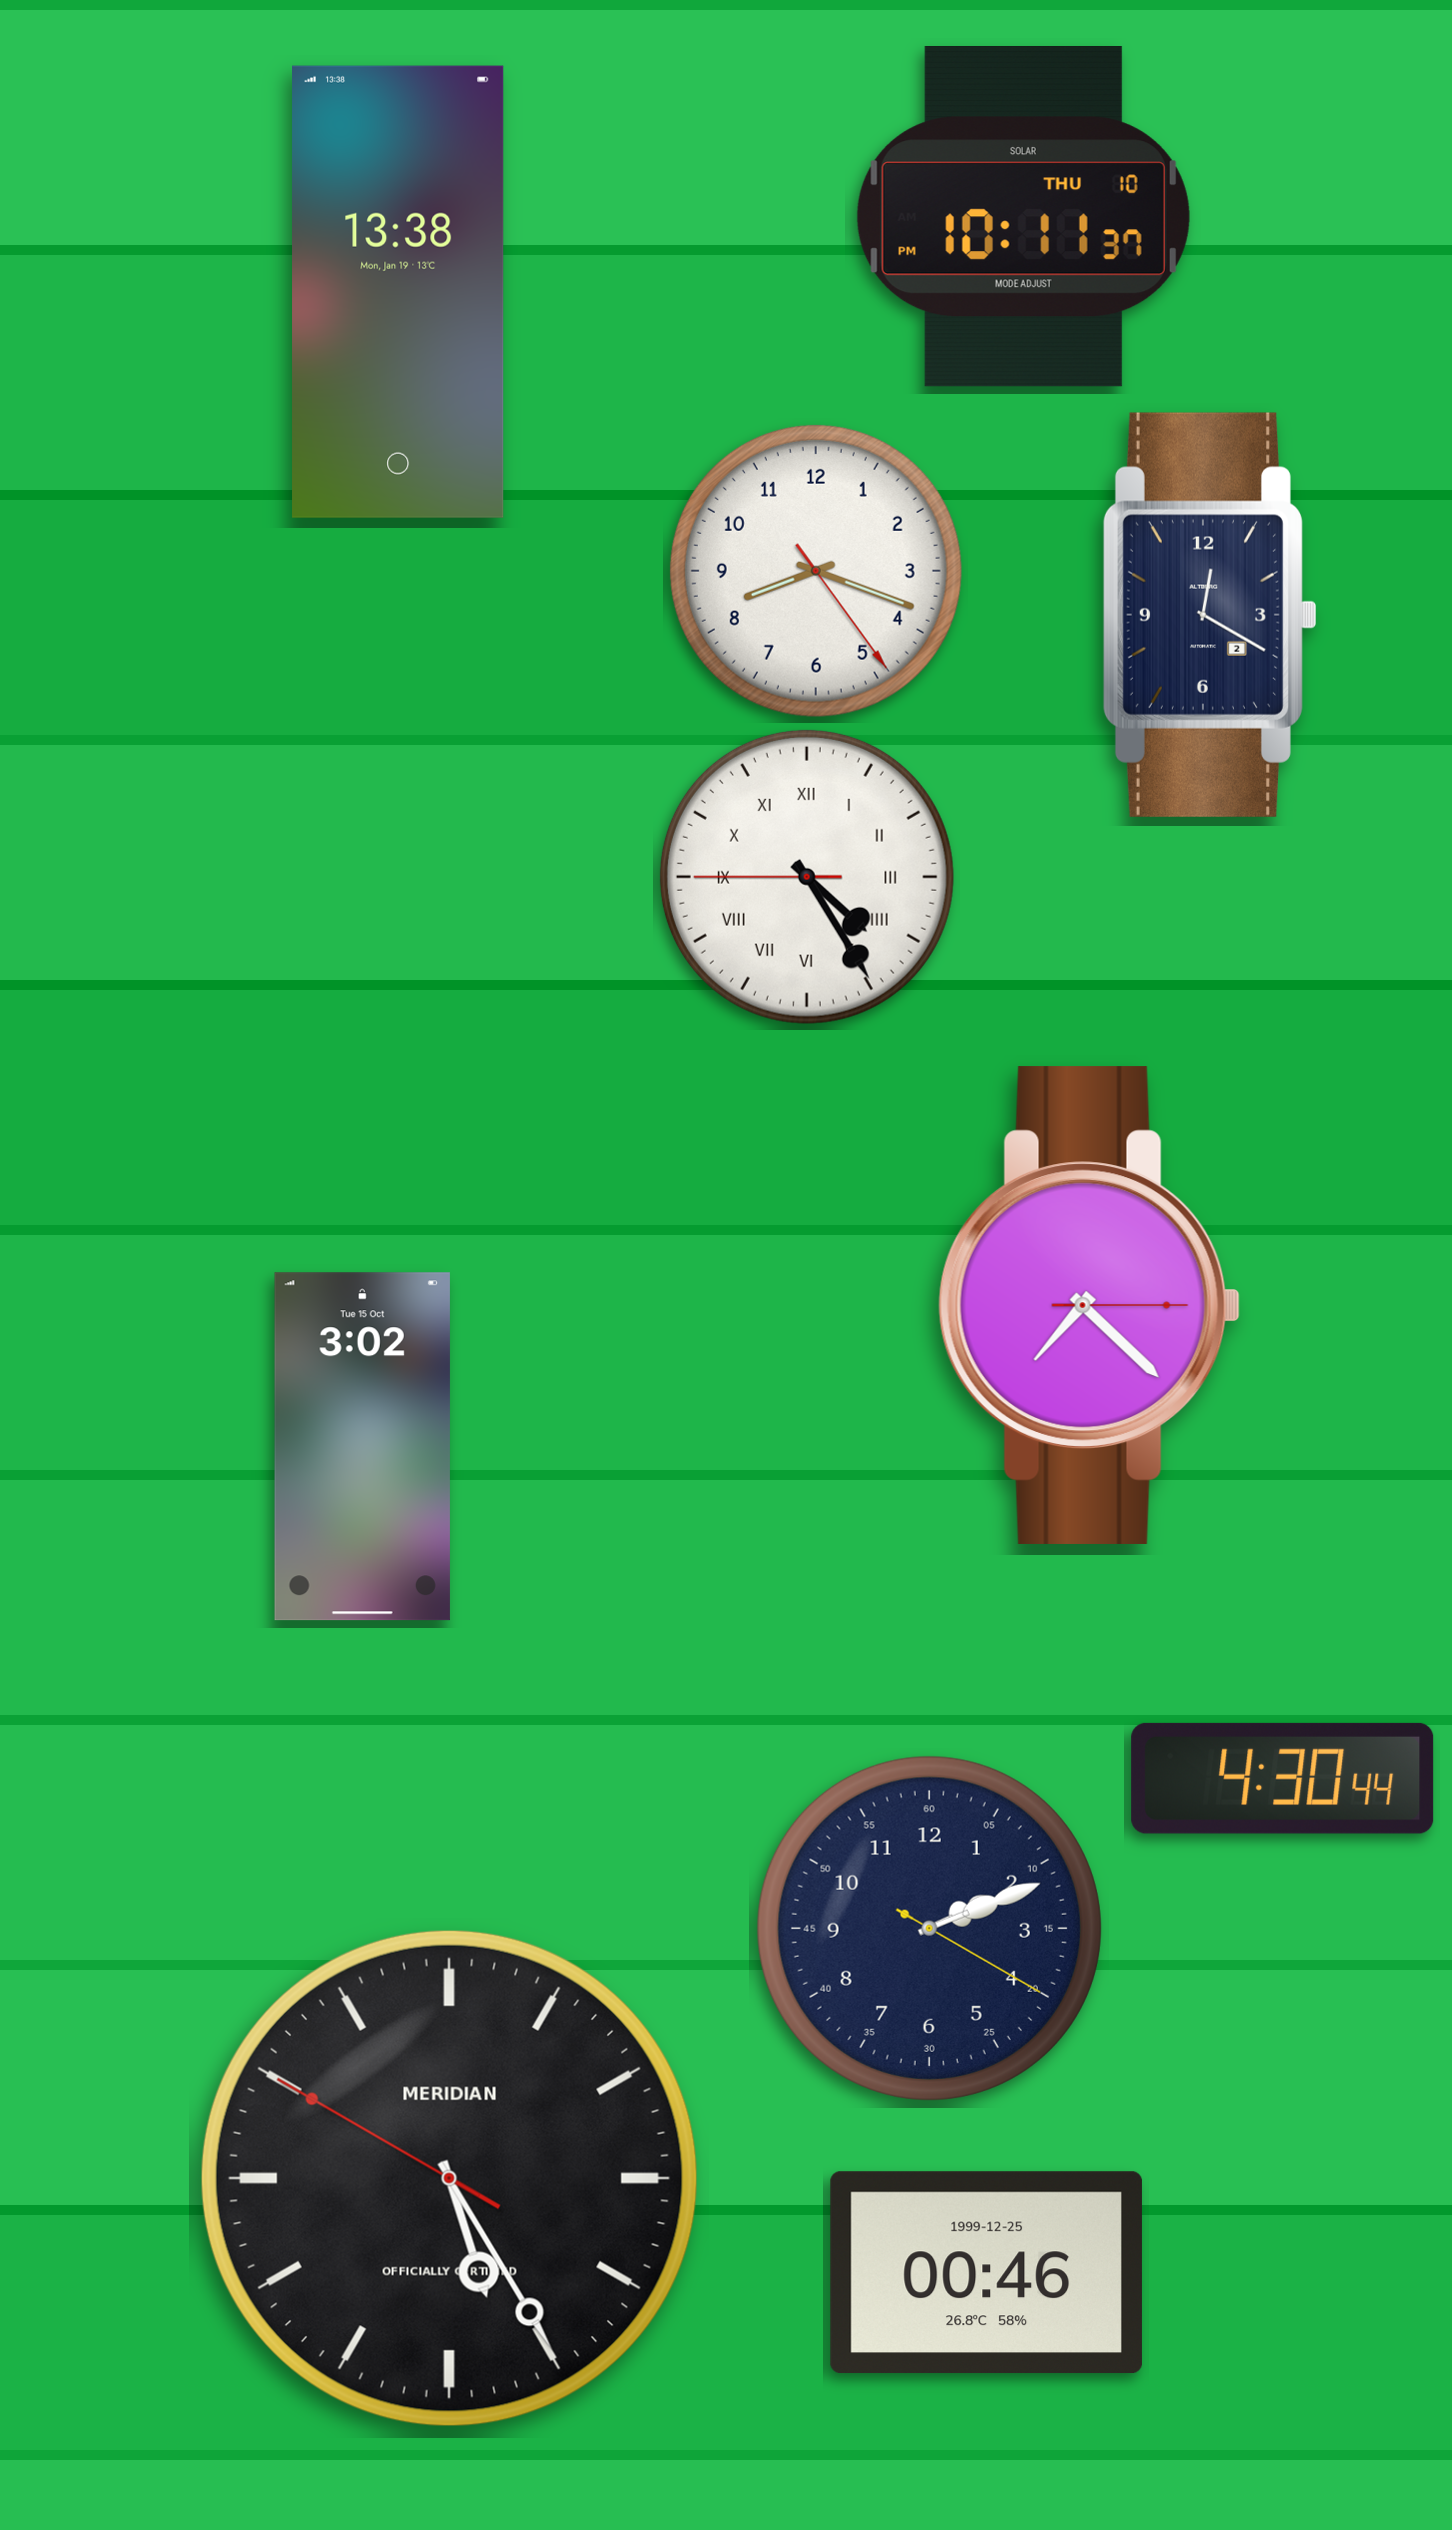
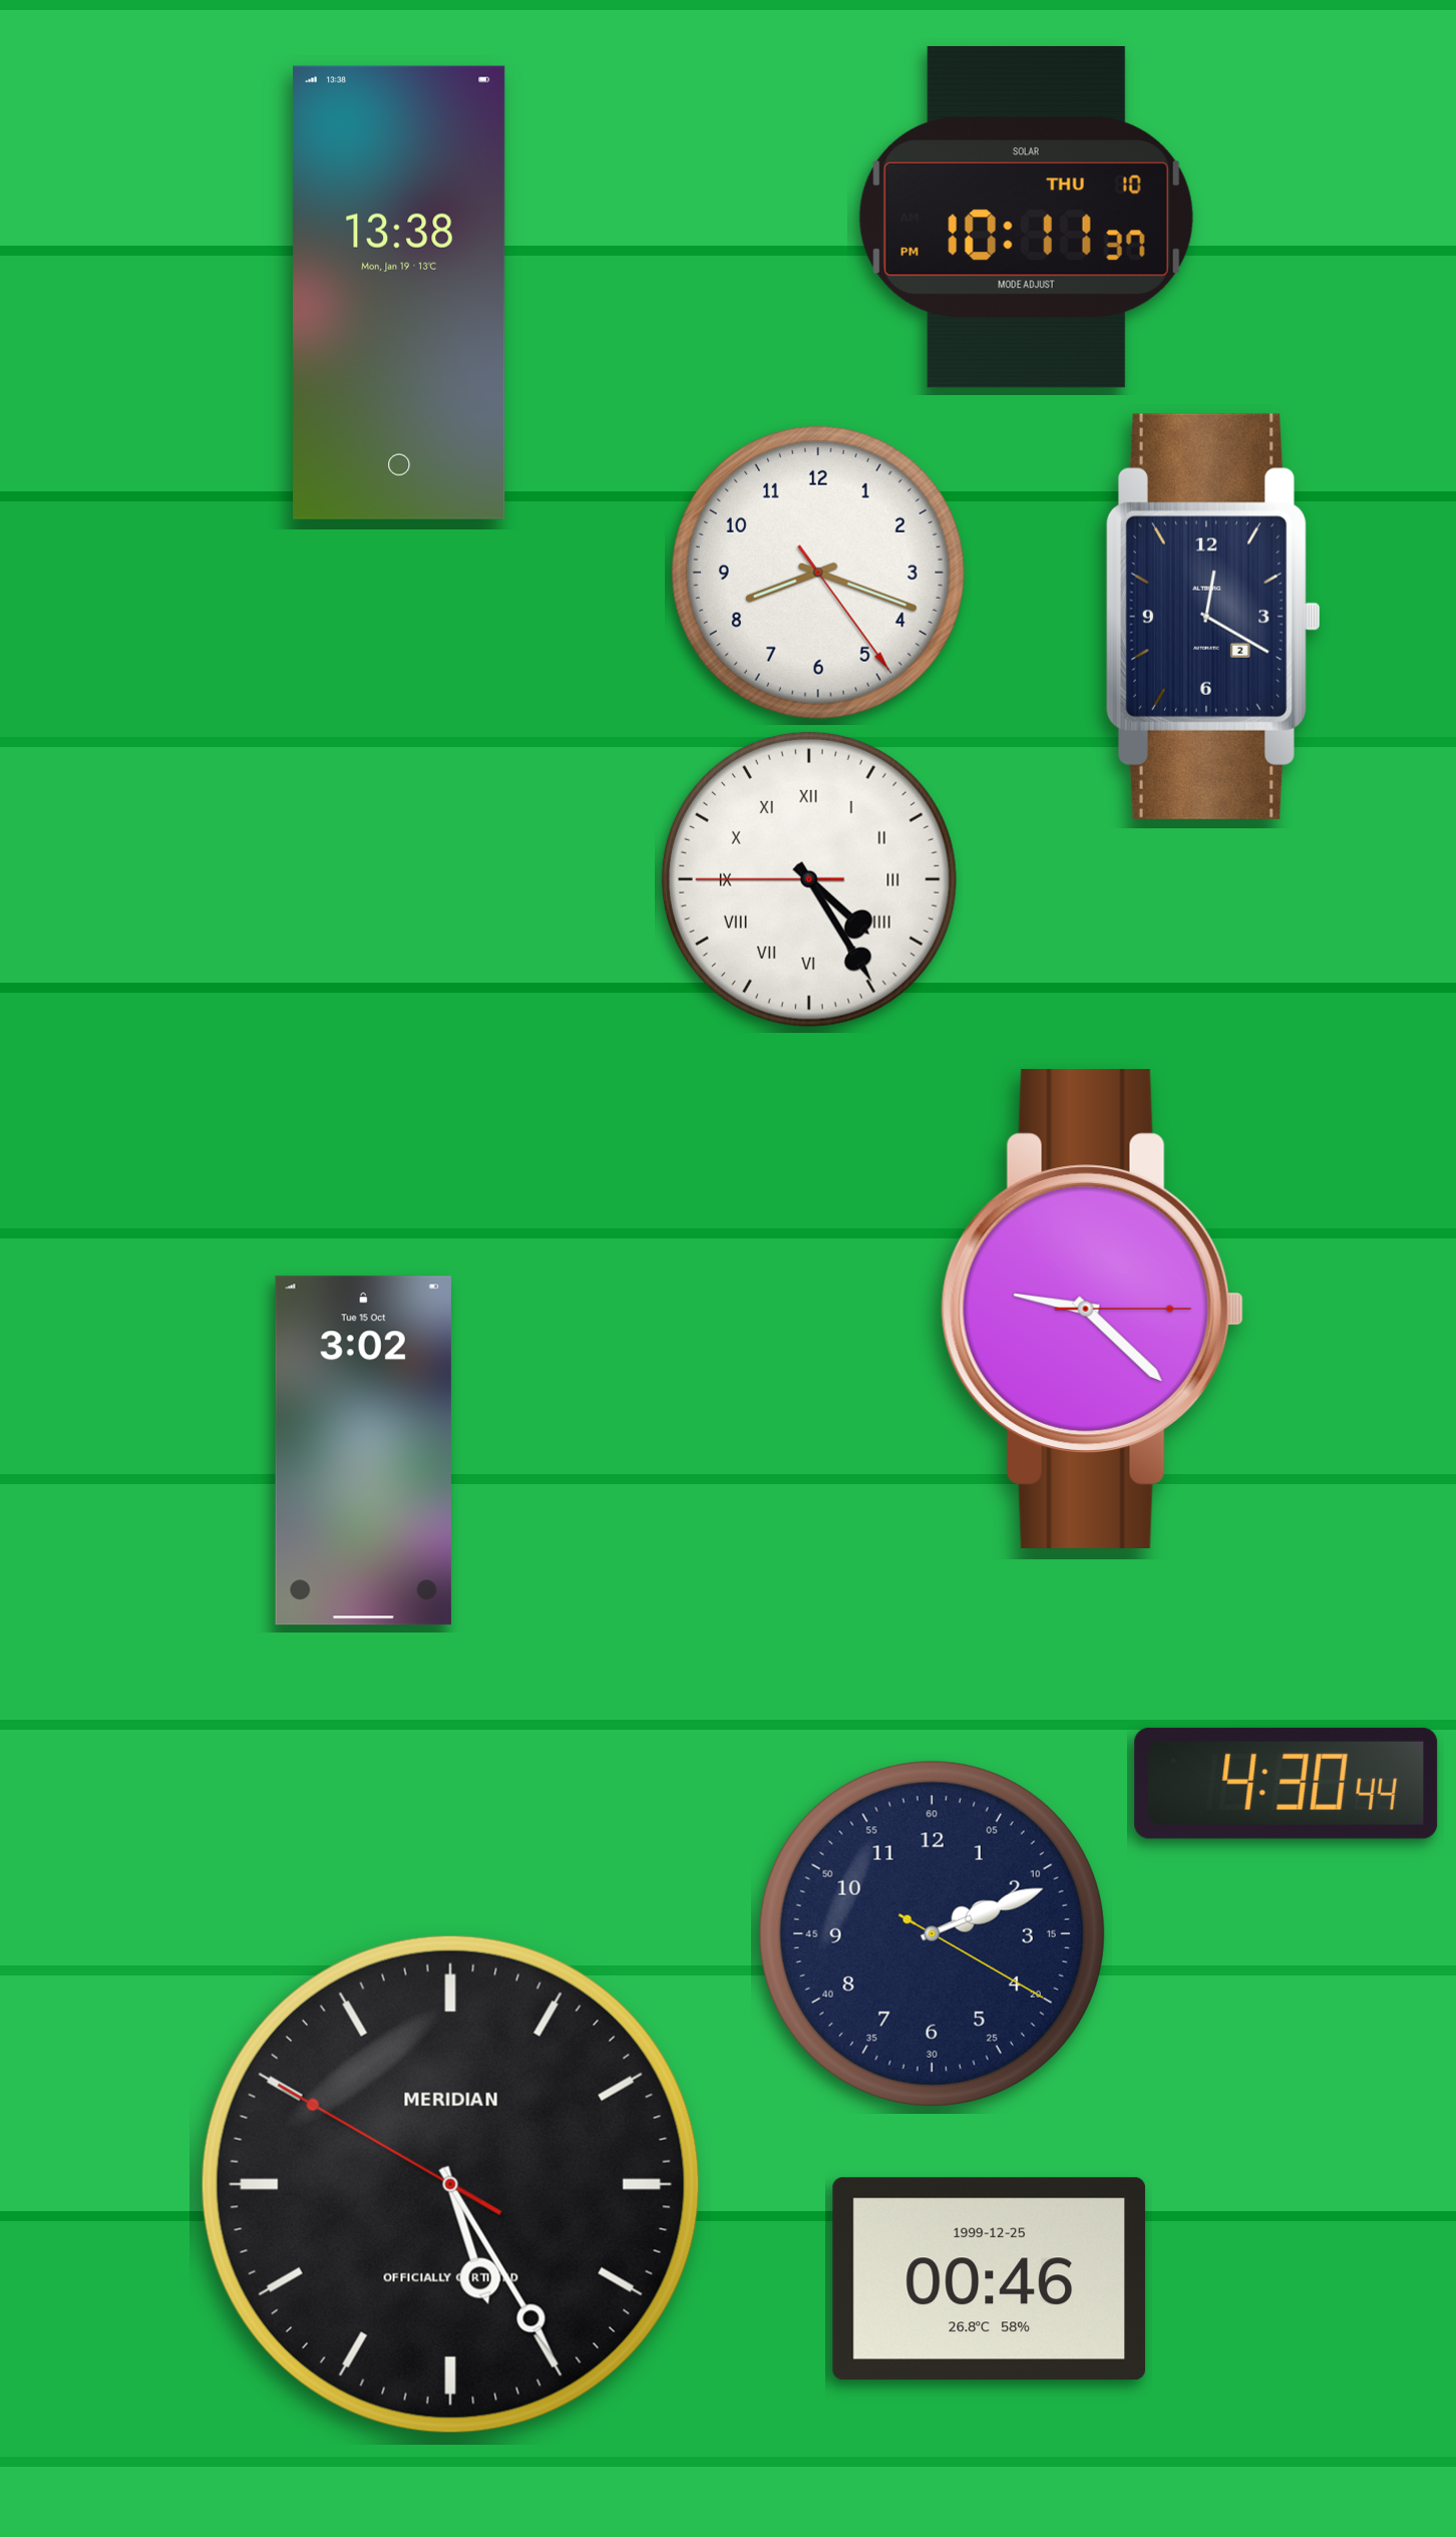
clock at (1089, 1305): 7:22 -> 9:22
